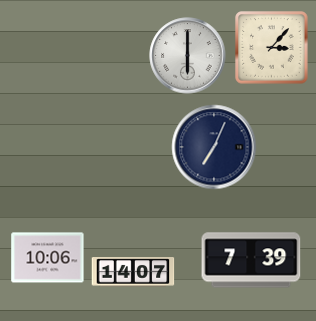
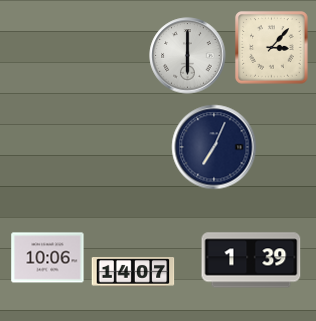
clock at (251, 260): 7:39 -> 1:39
